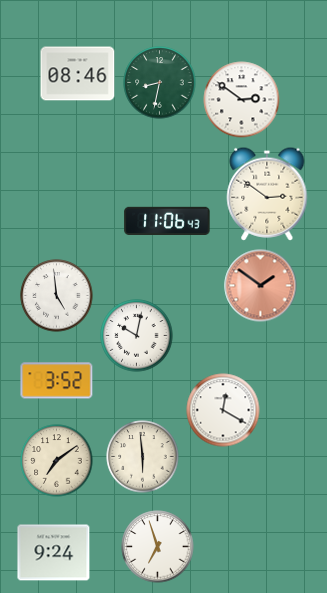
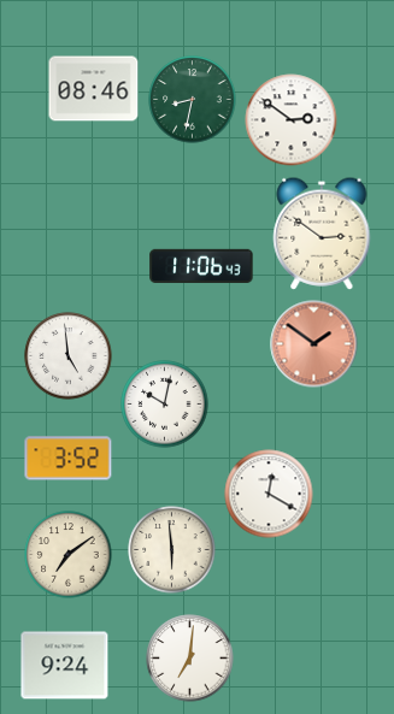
clock at (158, 547): 6:57 -> 7:01
